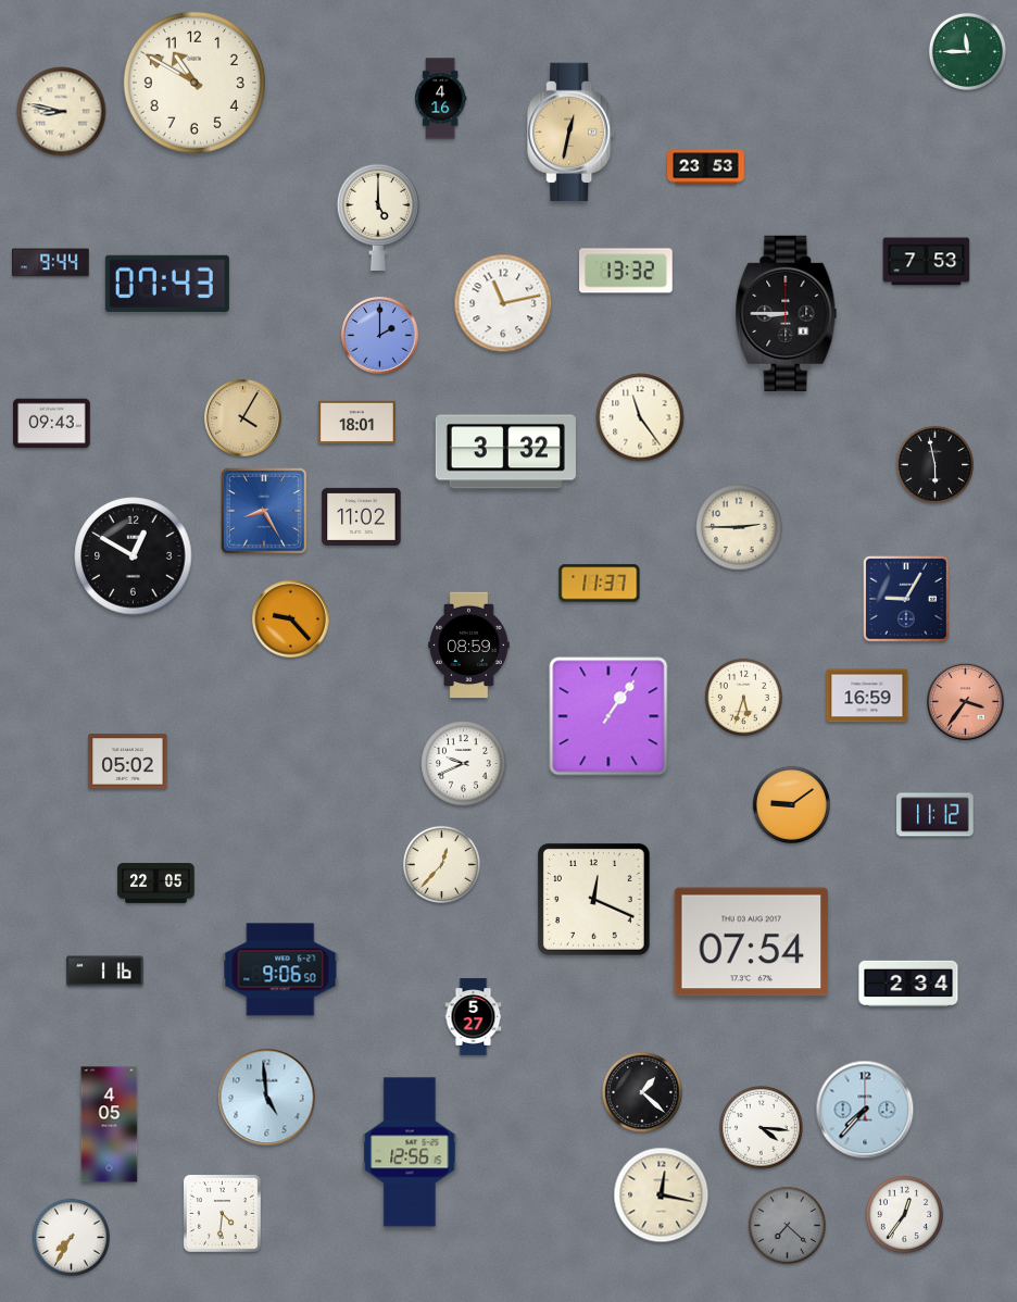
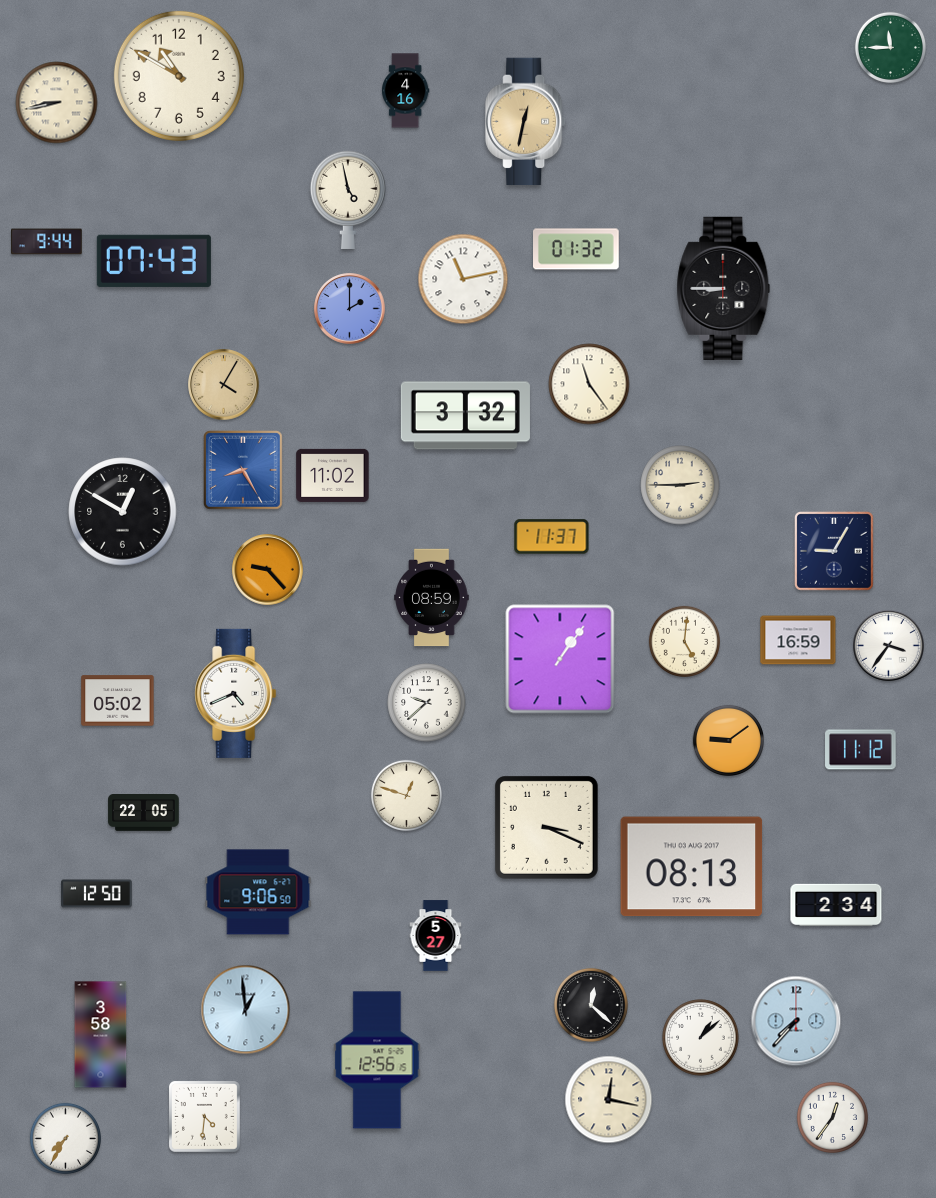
clock at (62, 112): 8:47 -> 8:43
clock at (706, 167): 23:53 -> none
clock at (377, 217): 5:00 -> 4:58
clock at (927, 262): 7:53 -> none
clock at (627, 271): 13:32 -> 01:32
clock at (357, 423): 18:01 -> none
clock at (52, 424): 09:43 -> none
clock at (934, 464): 5:58 -> none
clock at (469, 646) position: (469, 646) -> (432, 598)
clock at (743, 697): 5:33 -> 5:01
clock at (966, 702) dial: salmon -> white
clock at (236, 693): none -> 4:41
clock at (464, 764): 9:41 -> 9:38
clock at (441, 864): 12:37 -> 12:48
clock at (593, 899): 12:19 -> 3:19
clock at (752, 942): 07:54 -> 08:13
clock at (105, 972): 1:16 -> 12:50
clock at (642, 1092): 1:22 -> 12:22
clock at (267, 1098): 4:59 -> 12:59
clock at (110, 1125): 4:05 -> 3:58
clock at (762, 1128): 4:16 -> 1:08
clock at (787, 1225): 7:22 -> none
